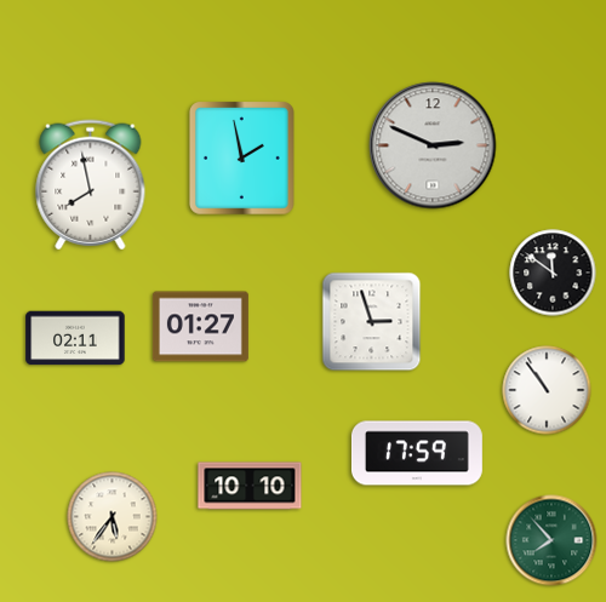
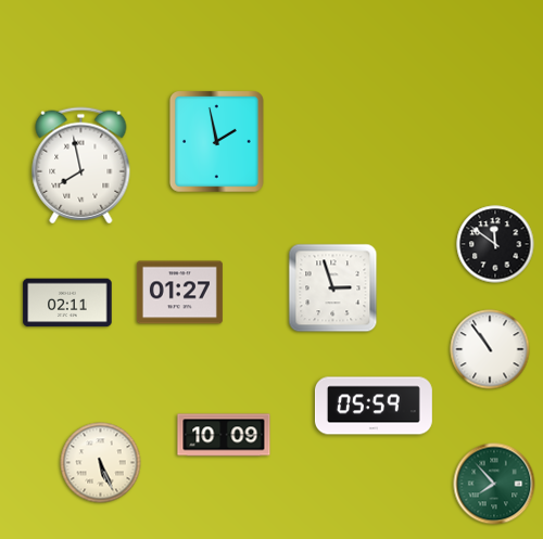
clock at (433, 145): 2:49 -> none
clock at (417, 453): 17:59 -> 05:59
clock at (250, 486): 10:10 -> 10:09
clock at (113, 517): 5:36 -> 5:26
